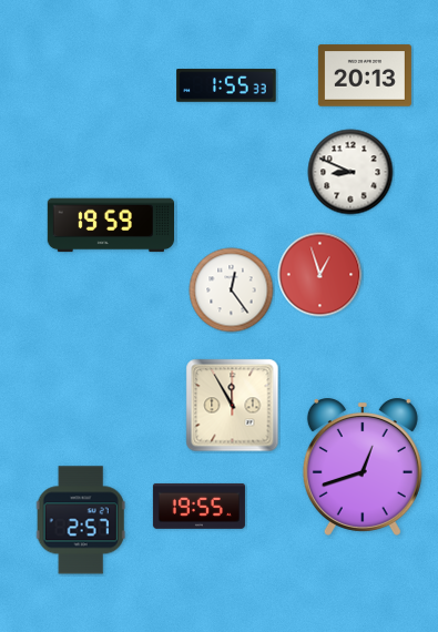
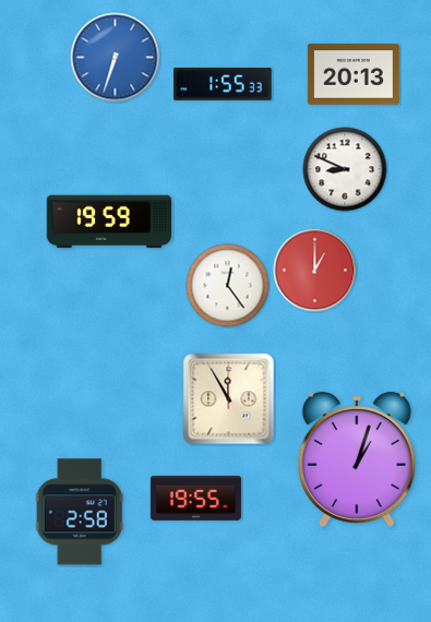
clock at (116, 58): none -> 6:33
clock at (365, 75) position: (365, 75) -> (354, 74)
clock at (320, 275): 12:57 -> 1:00
clock at (363, 468): 12:42 -> 1:03
clock at (81, 520): 2:57 -> 2:58
